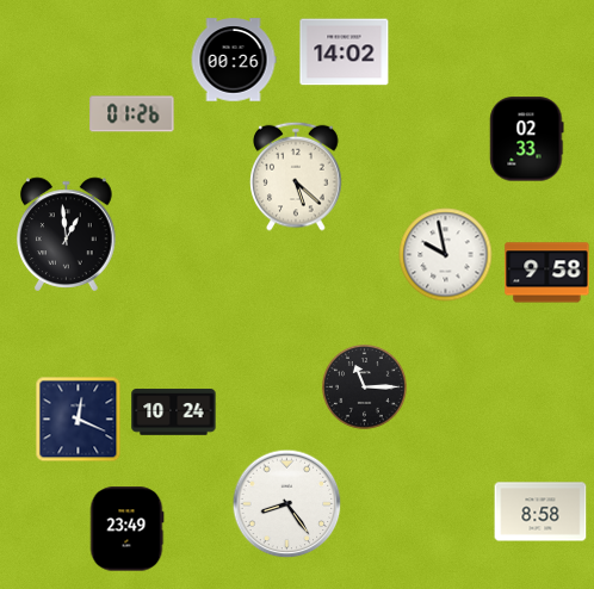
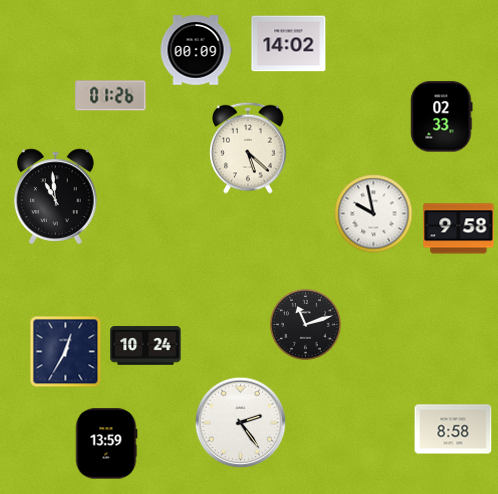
clock at (234, 60): 00:26 -> 00:09
clock at (67, 235): 12:59 -> 10:59
clock at (365, 387): 11:15 -> 11:12
clock at (79, 420): 12:19 -> 12:35
clock at (287, 504): 8:24 -> 2:24
clock at (126, 529): 23:49 -> 13:59
